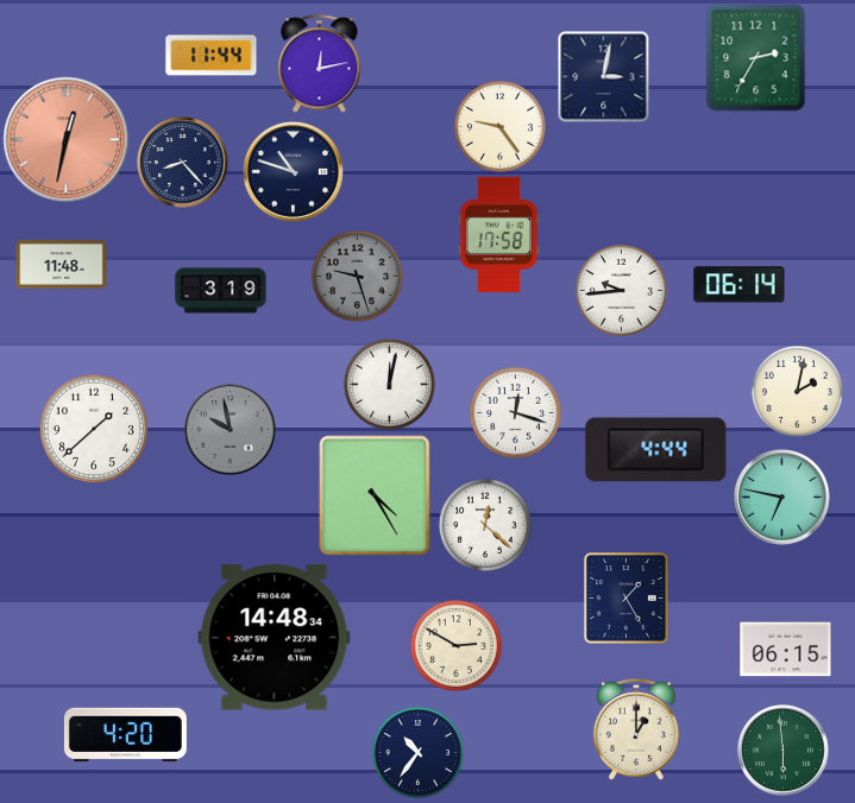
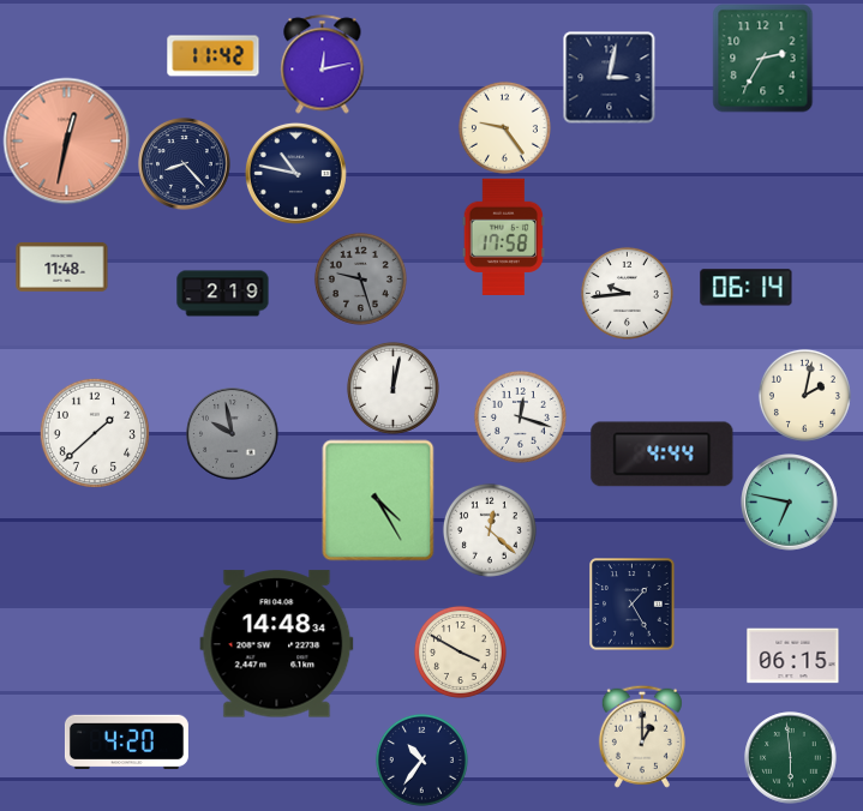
clock at (212, 56): 11:44 -> 11:42
clock at (293, 171): 10:48 -> 10:47
clock at (221, 291): 3:19 -> 2:19
clock at (455, 645): 2:50 -> 3:50
